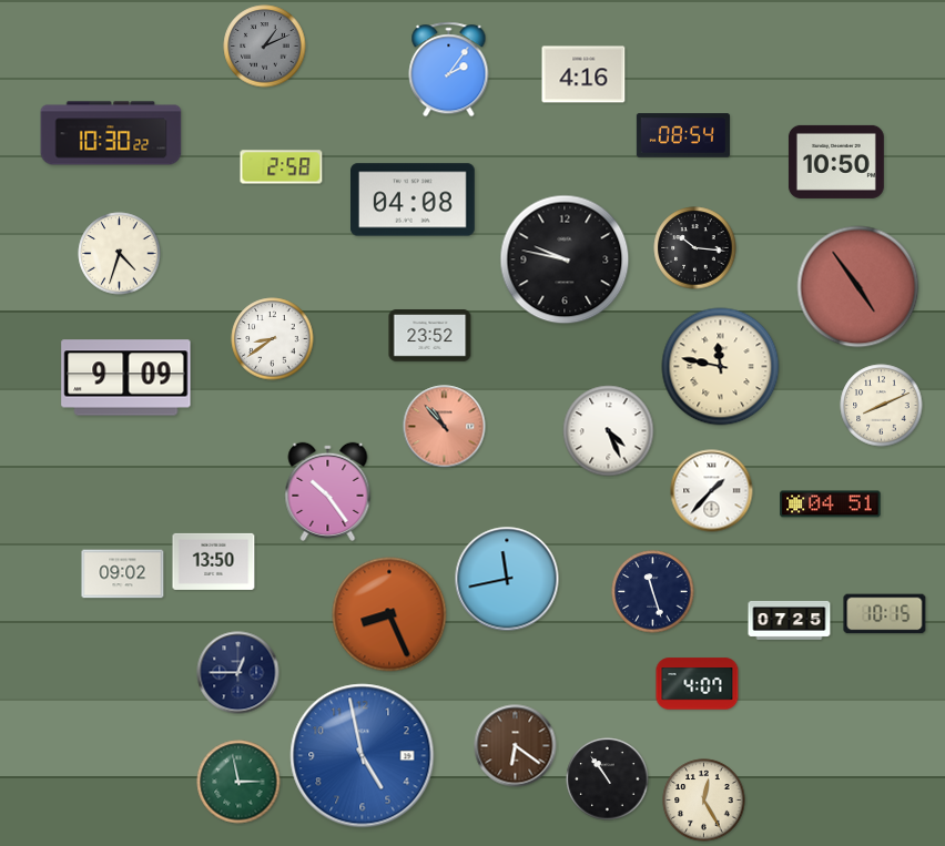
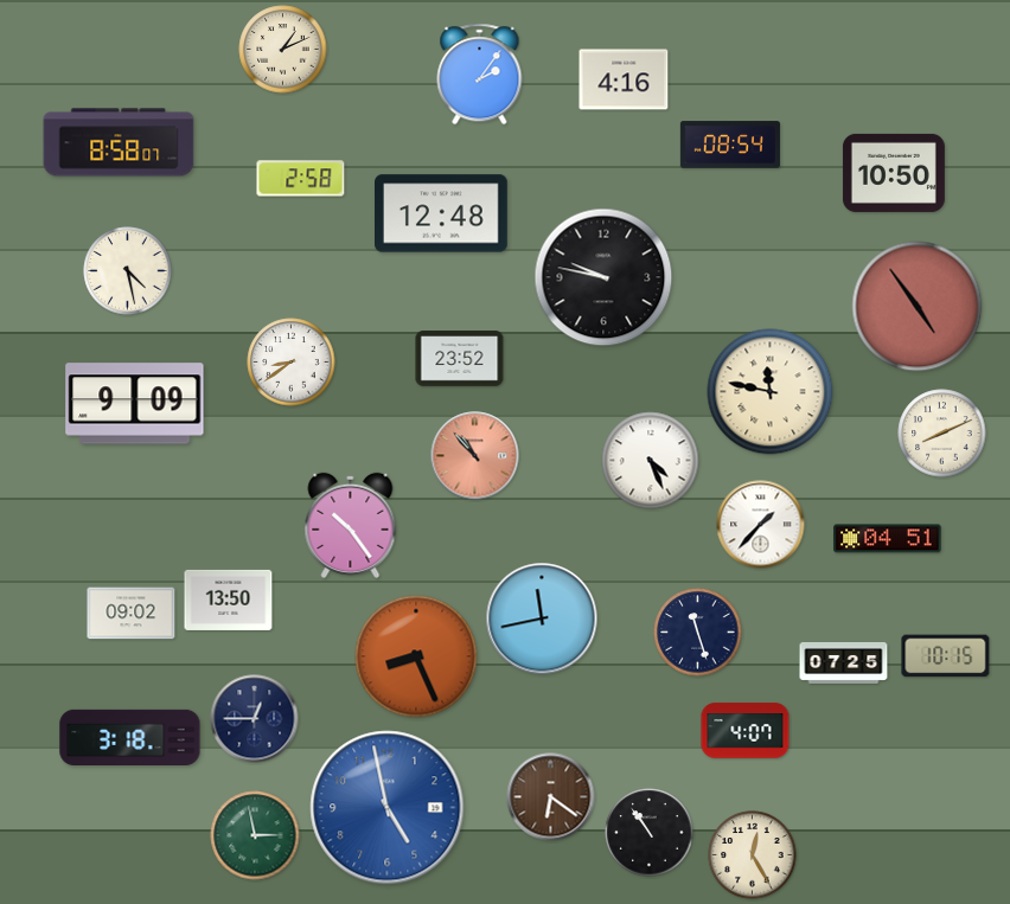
clock at (265, 47) dial: grey -> cream
clock at (111, 133): 10:30 -> 8:58
clock at (414, 200): 04:08 -> 12:48
clock at (695, 248): 10:16 -> none
clock at (120, 254): 4:33 -> 4:28
clock at (130, 737): none -> 3:18
